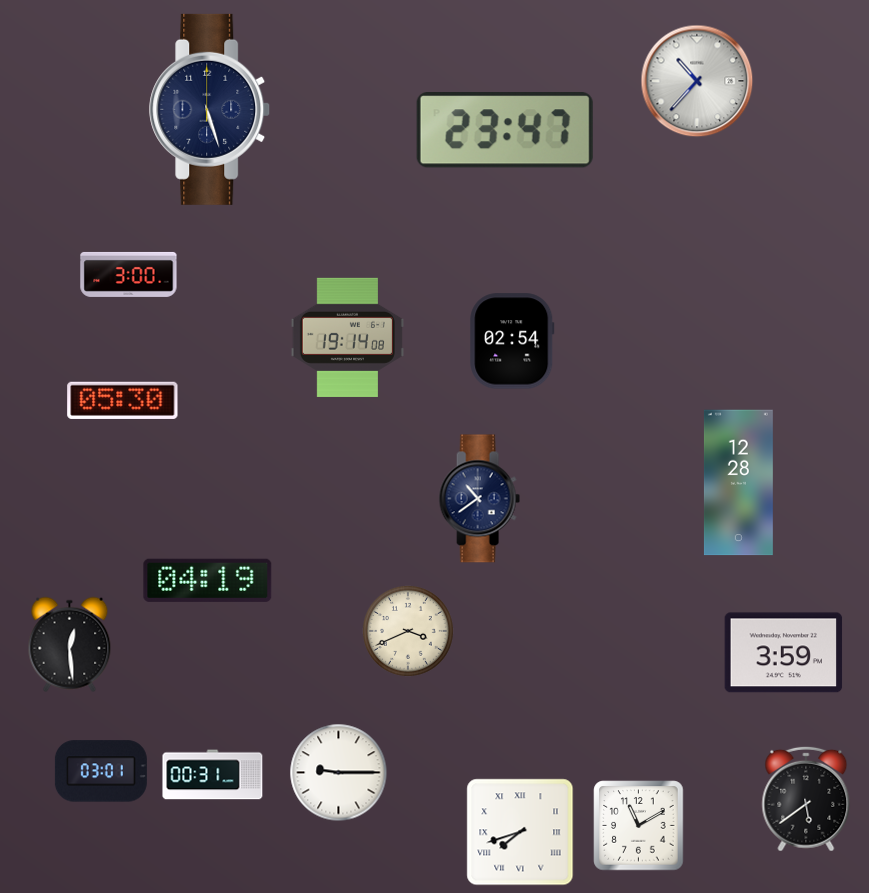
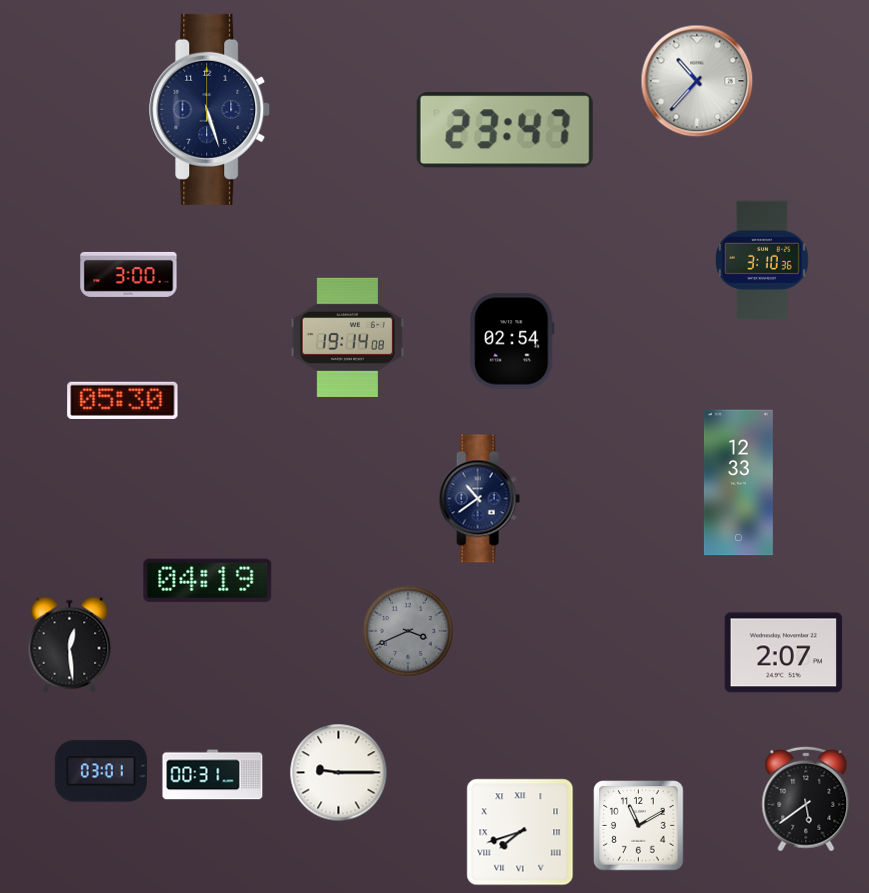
clock at (763, 260): none -> 3:10
clock at (738, 483): 12:28 -> 12:33
clock at (408, 631) dial: cream -> grey
clock at (784, 653): 3:59 -> 2:07
